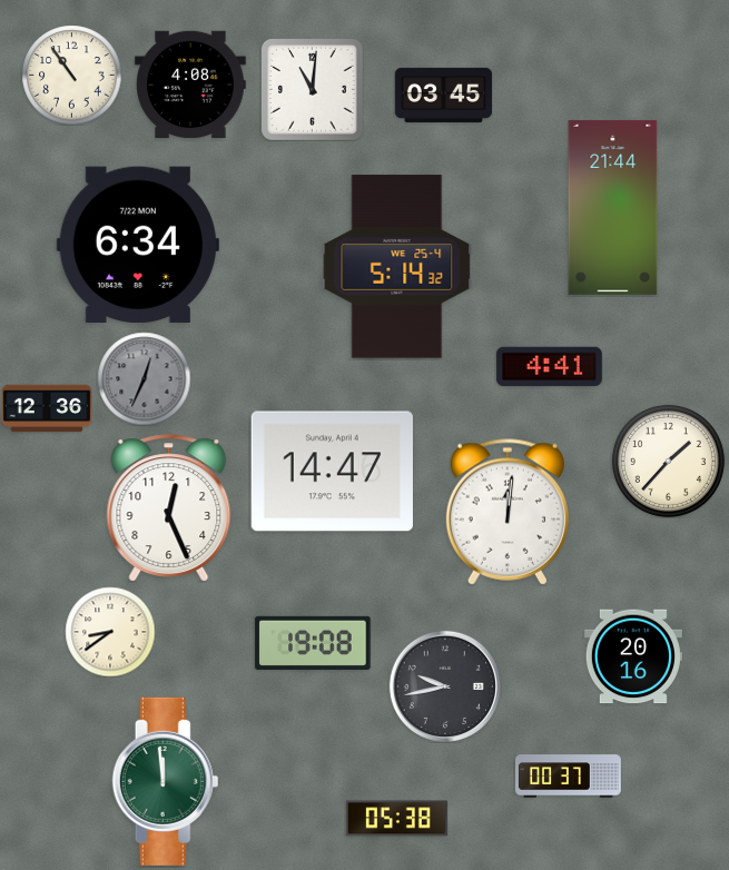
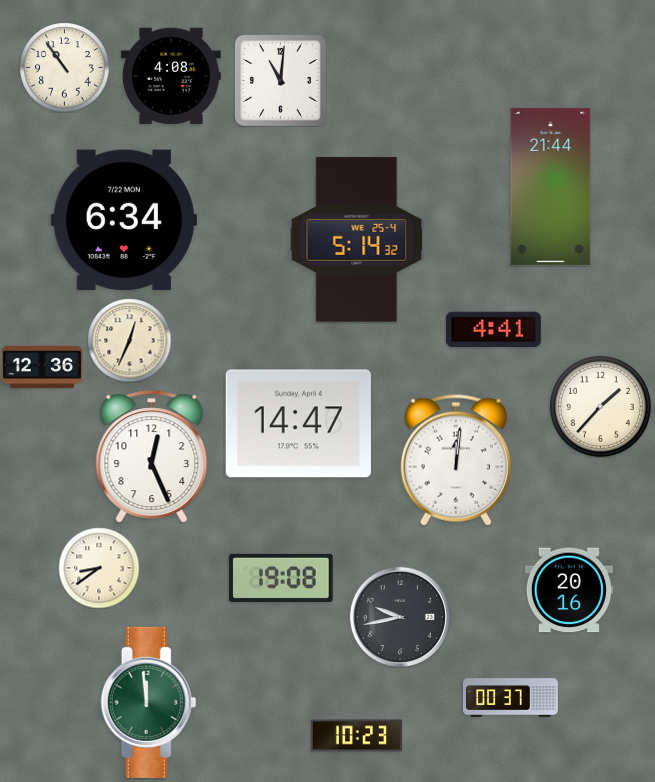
clock at (443, 95): 03:45 -> none
clock at (144, 378) dial: grey -> cream
clock at (668, 461) position: (668, 461) -> (600, 406)
clock at (396, 819): 05:38 -> 10:23
